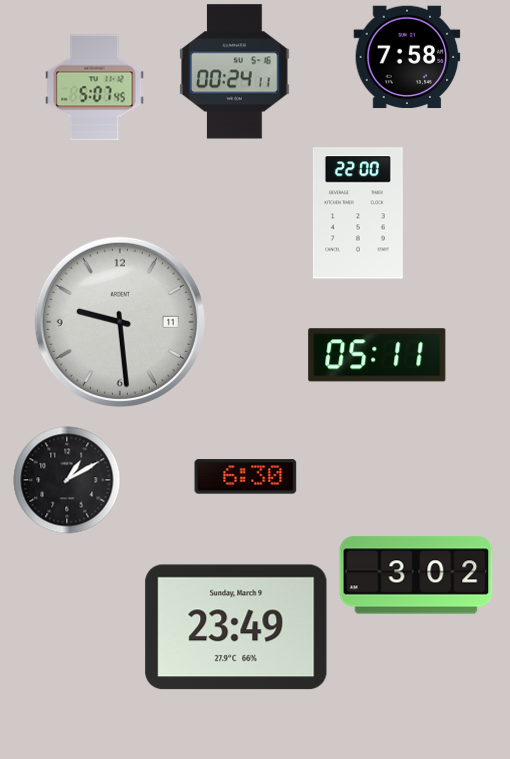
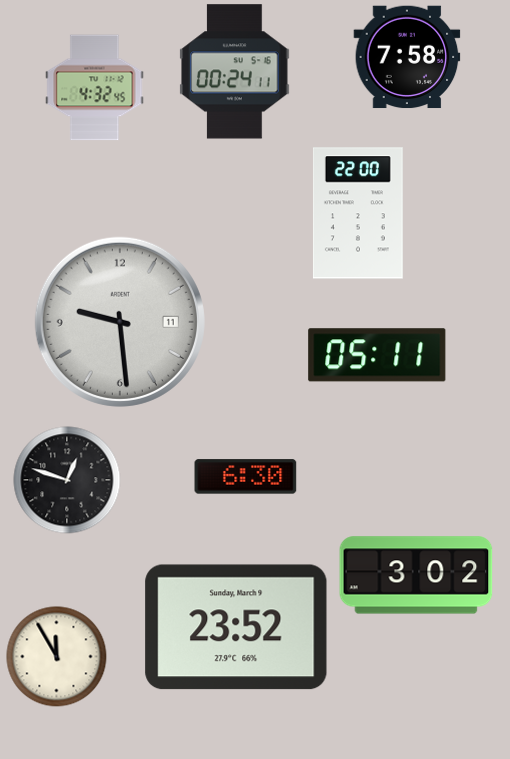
clock at (95, 88): 5:07 -> 4:32
clock at (67, 480): 1:10 -> 12:48
clock at (236, 627): 23:49 -> 23:52
clock at (57, 657): none -> 11:55
